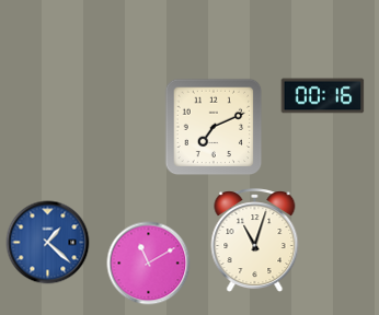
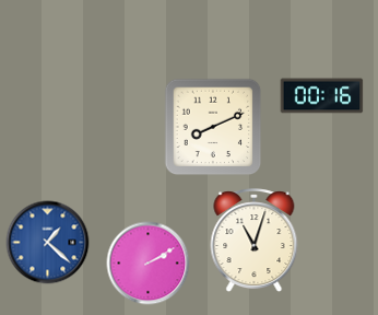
clock at (214, 127): 7:11 -> 8:11
clock at (149, 264): 11:10 -> 2:10
